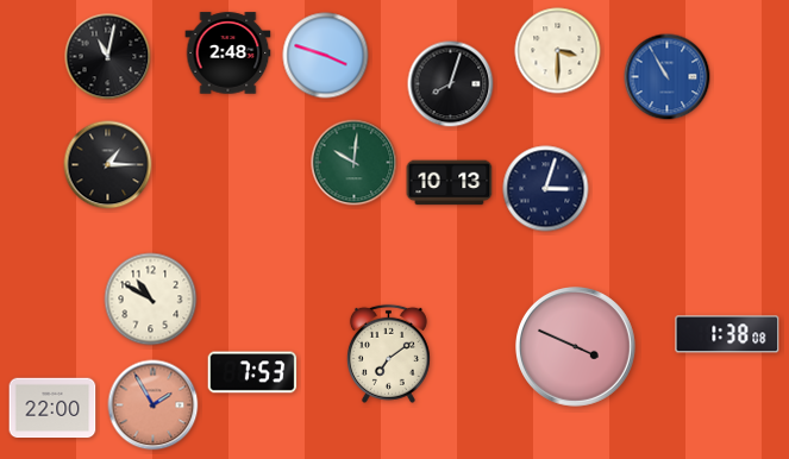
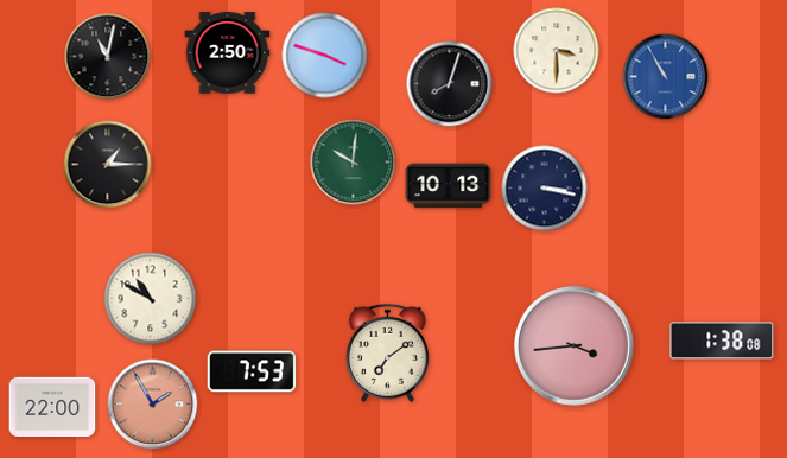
clock at (228, 54): 2:48 -> 2:50
clock at (450, 183) position: (450, 183) -> (449, 186)
clock at (546, 189): 3:03 -> 3:17
clock at (727, 334) position: (727, 334) -> (722, 341)
clock at (576, 347): 3:49 -> 3:44
